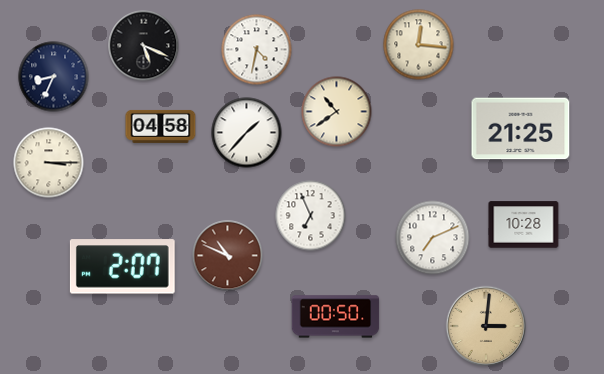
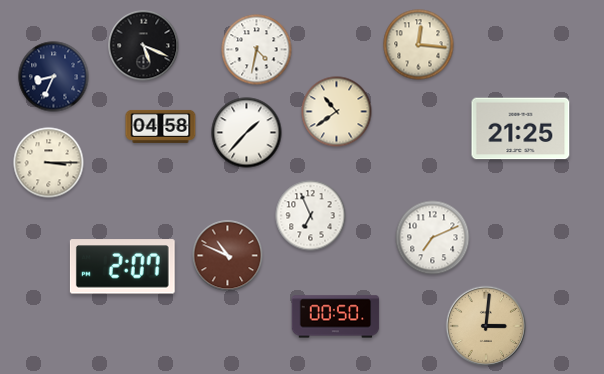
clock at (524, 225): 10:28 -> none
